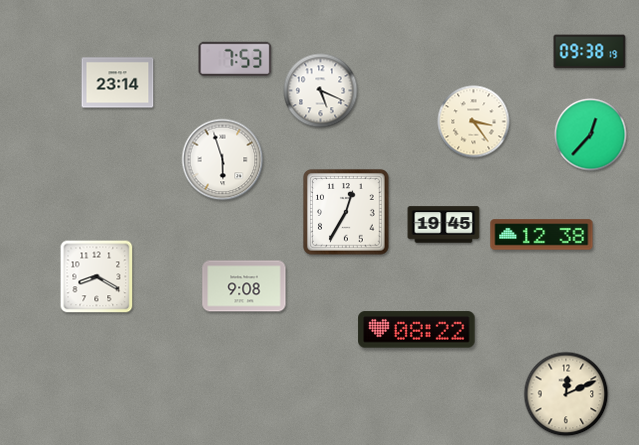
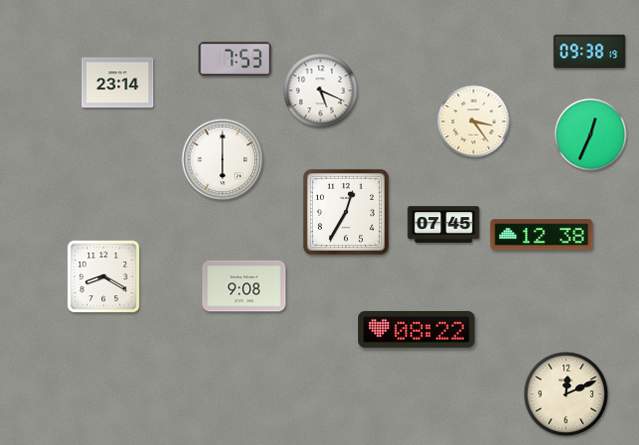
clock at (591, 135): 12:37 -> 12:34
clock at (223, 160): 5:57 -> 6:00
clock at (444, 225): 19:45 -> 07:45
clock at (97, 277) position: (97, 277) -> (104, 277)
